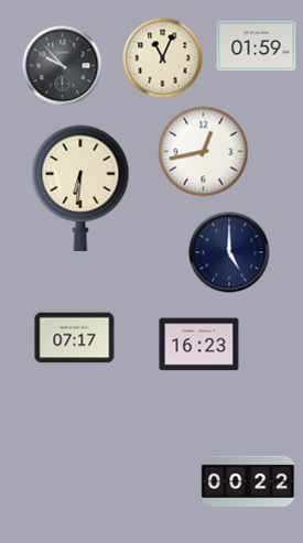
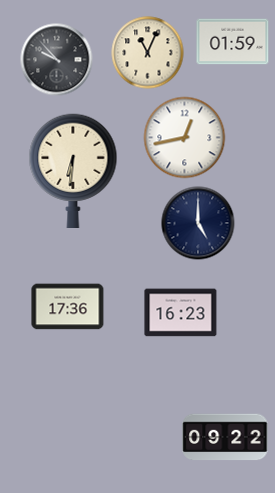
clock at (229, 252) position: (229, 252) -> (198, 223)
clock at (75, 338): 07:17 -> 17:36
clock at (248, 481): 00:22 -> 09:22
